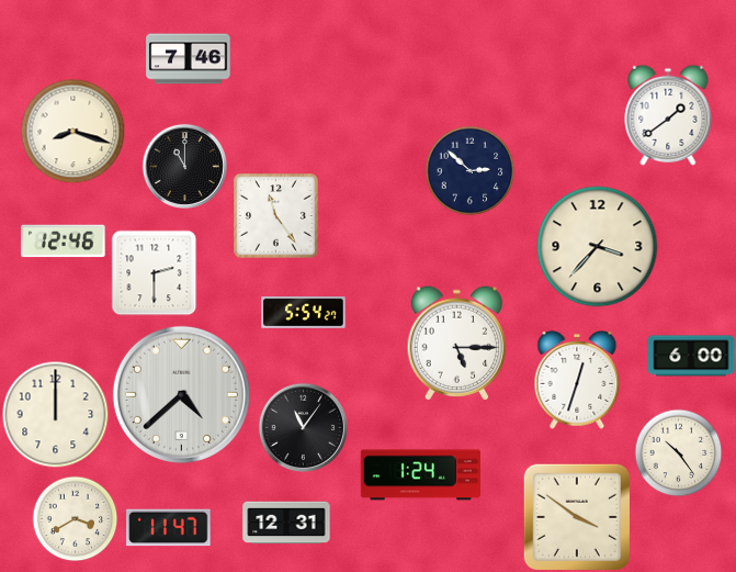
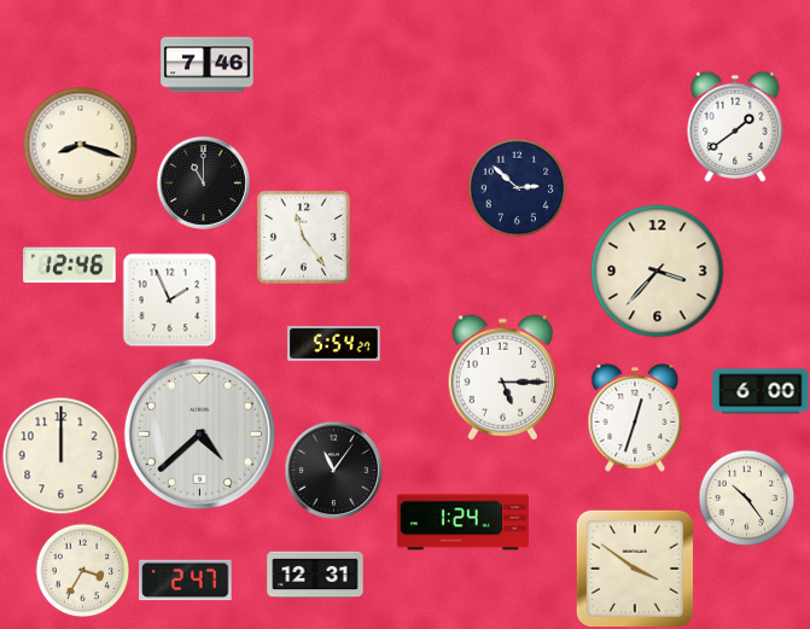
clock at (154, 272): 2:30 -> 1:56
clock at (75, 518): 3:40 -> 3:35
clock at (169, 528): 11:47 -> 2:47
